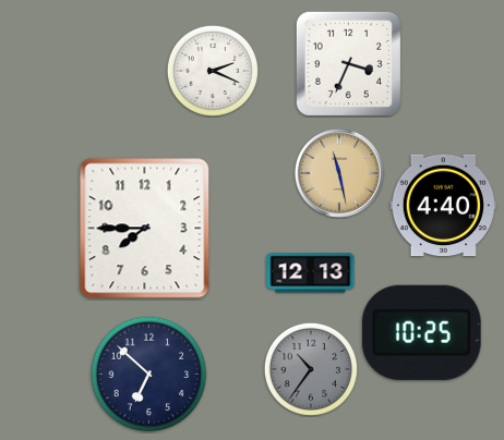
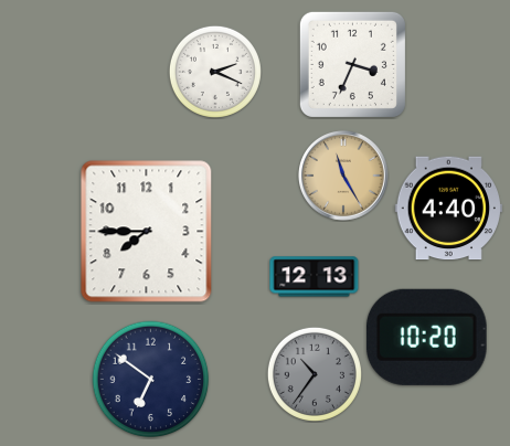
clock at (339, 173): 11:28 -> 11:25
clock at (421, 332): 10:25 -> 10:20
clock at (149, 375): 6:52 -> 6:51
